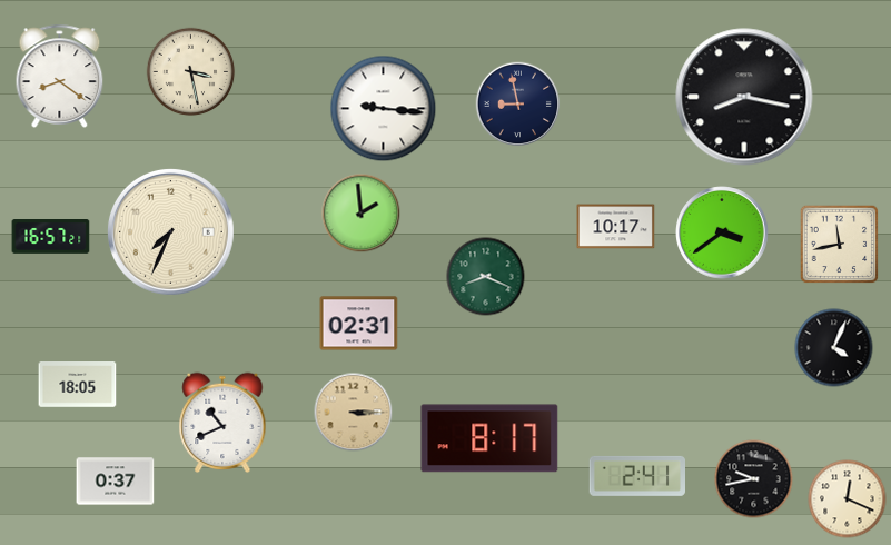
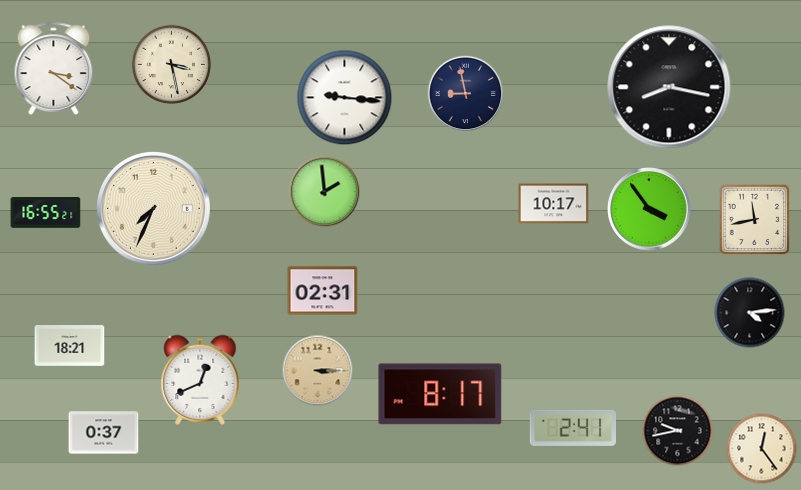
clock at (60, 76): 8:21 -> 3:21
clock at (722, 232): 3:39 -> 3:54
clock at (51, 237): 16:57 -> 16:55
clock at (486, 277): 8:19 -> none
clock at (834, 348): 4:04 -> 4:14
clock at (78, 385): 18:05 -> 18:21
clock at (222, 423): 10:41 -> 12:41
clock at (848, 499): 12:19 -> 12:24
